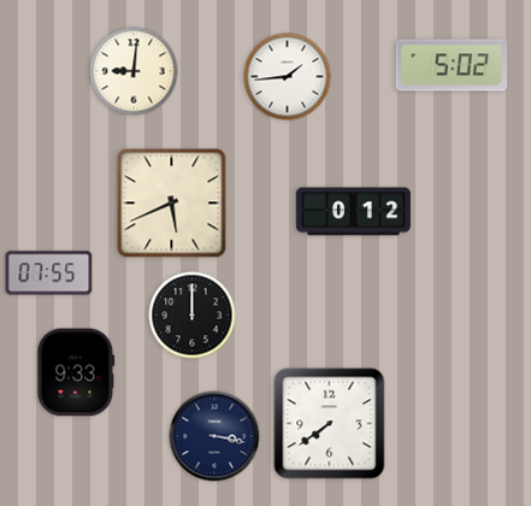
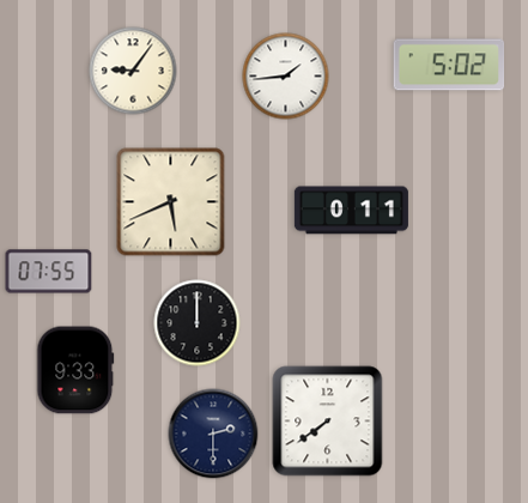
clock at (134, 71): 9:01 -> 9:06
clock at (353, 212): 0:12 -> 0:11
clock at (193, 316) position: (193, 316) -> (198, 323)
clock at (214, 436): 3:17 -> 2:30
